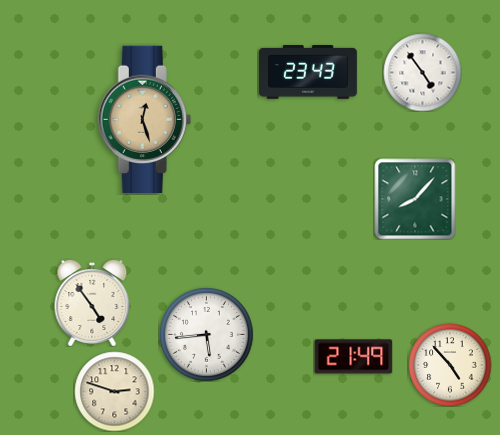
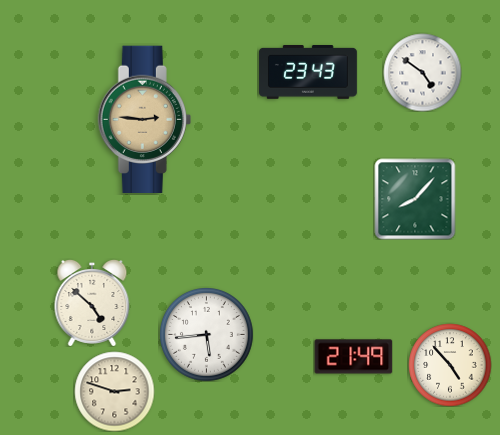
clock at (422, 72): 4:54 -> 4:51
clock at (144, 119): 12:27 -> 2:46
clock at (92, 303): 4:54 -> 4:52
